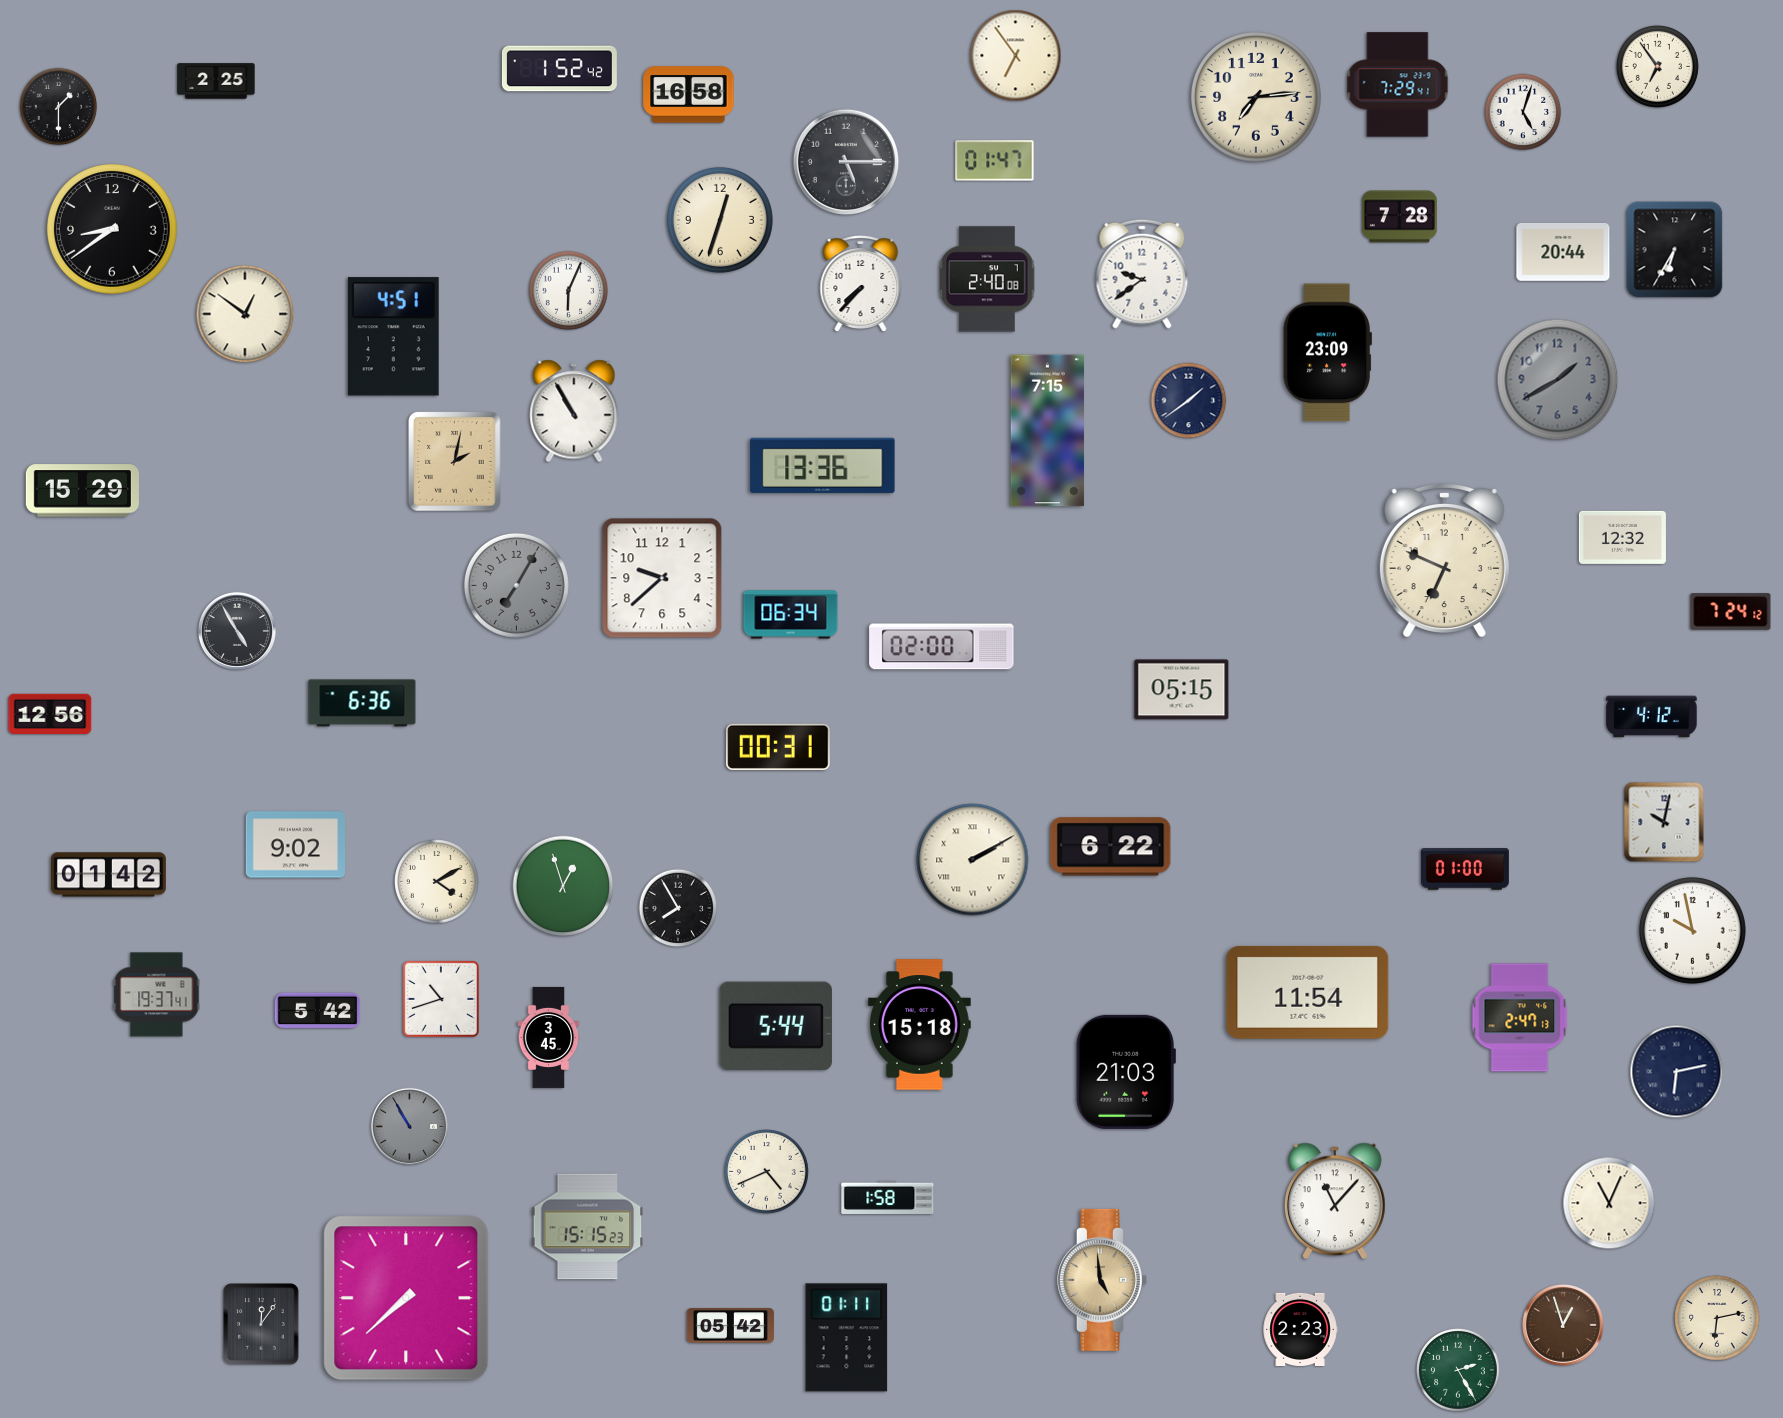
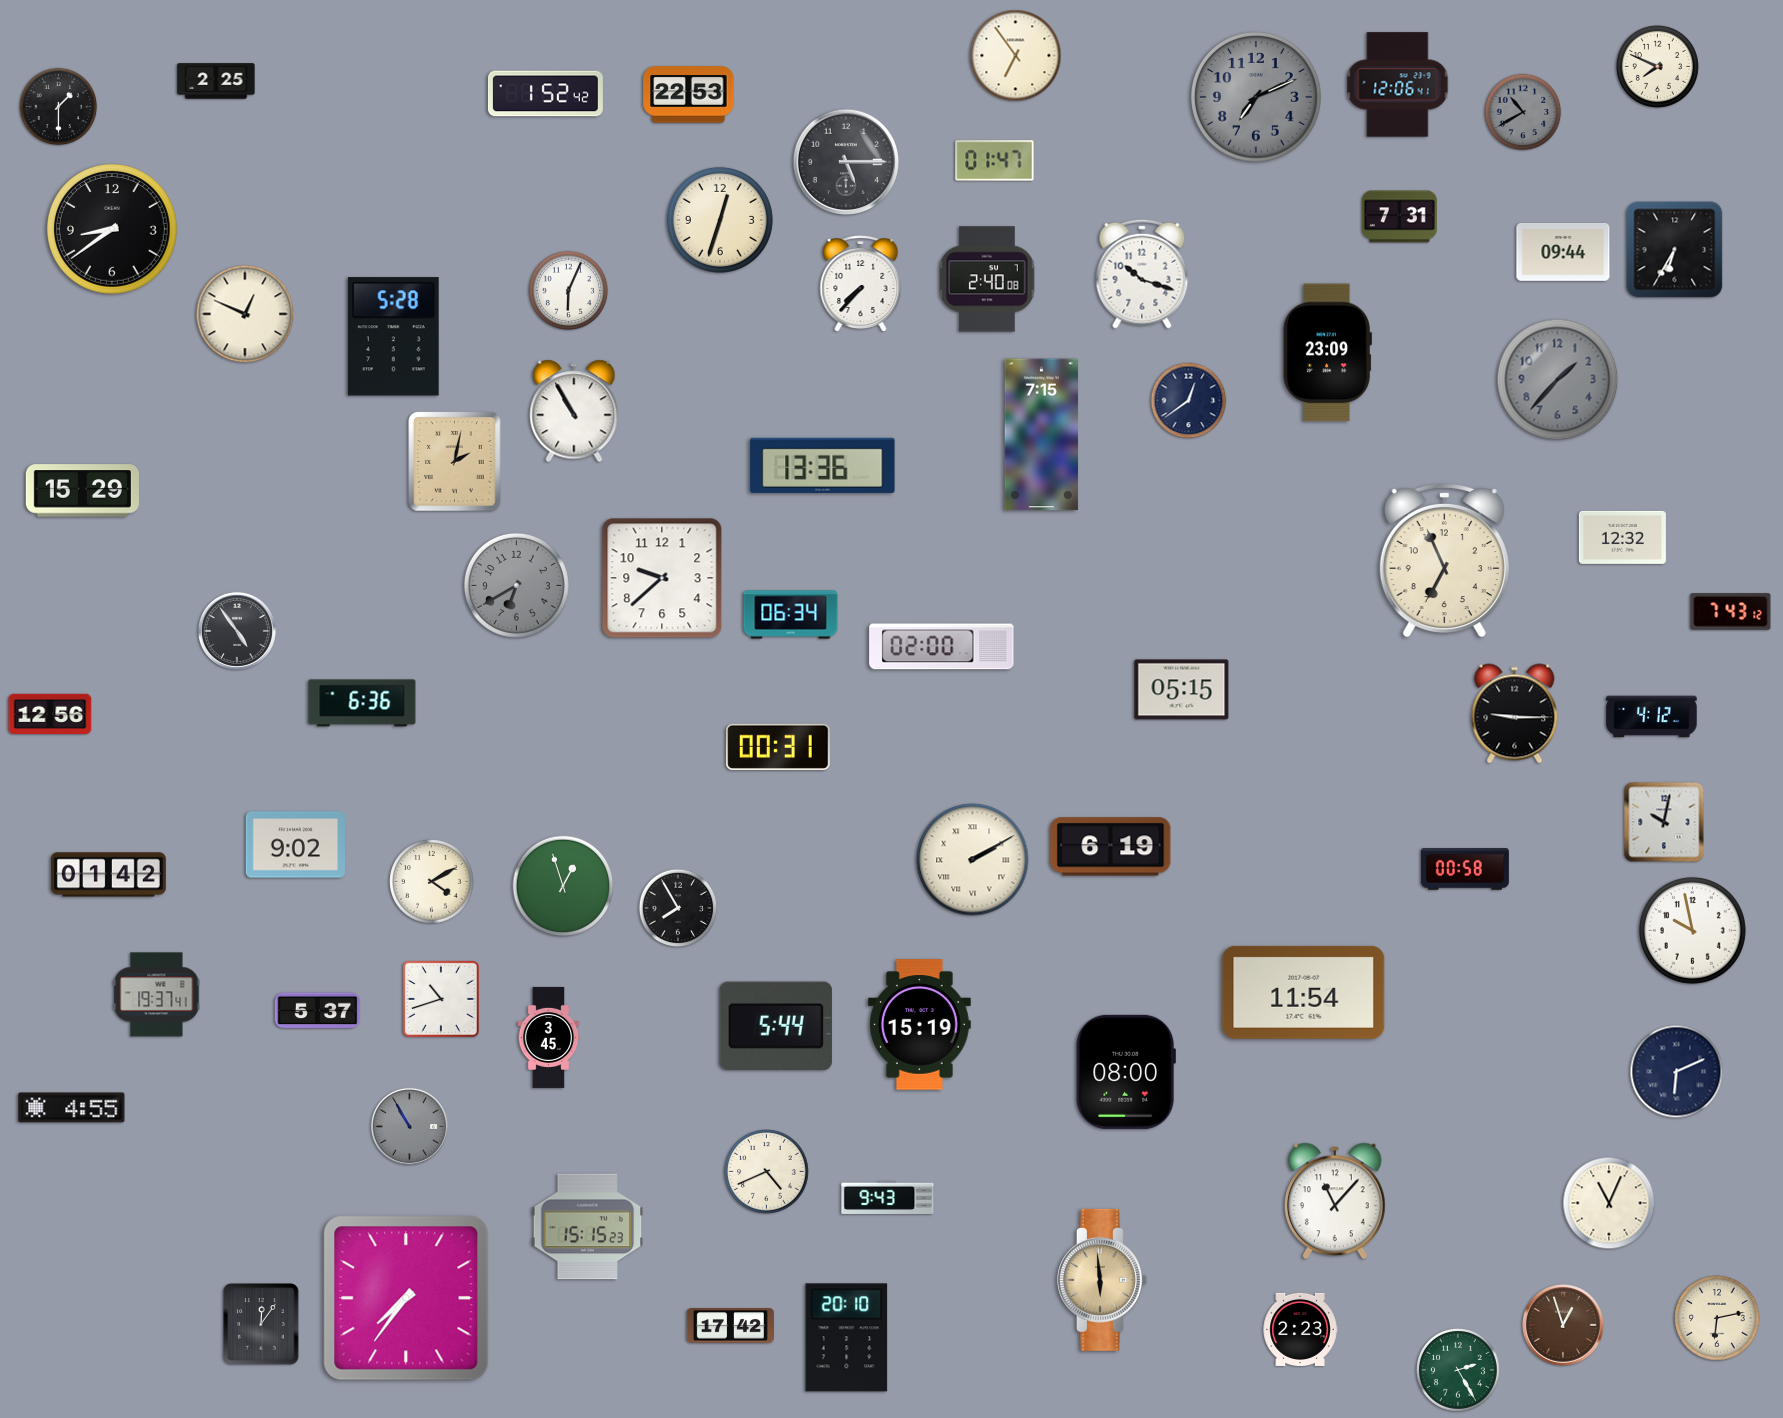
clock at (1657, 66): 6:54 -> 7:49
clock at (559, 69) position: (559, 69) -> (545, 94)
clock at (1398, 85): 7:29 -> 12:06
clock at (689, 95): 16:58 -> 22:53
clock at (1256, 97): 7:14 -> 7:11
clock at (1256, 97) dial: cream -> grey
clock at (1523, 112): 5:03 -> 10:40
clock at (1523, 112) dial: white -> grey
clock at (1399, 217): 7:28 -> 7:31
clock at (1563, 252): 20:44 -> 09:44
clock at (1142, 274): 9:39 -> 10:18
clock at (245, 314): 12:51 -> 12:49
clock at (393, 337): 4:51 -> 5:28
clock at (1558, 380): 1:40 -> 1:37
clock at (1189, 401): 1:39 -> 12:39
clock at (1047, 431) position: (1047, 431) -> (1041, 435)
clock at (1444, 560): 6:49 -> 6:56
clock at (516, 585): 7:05 -> 6:40
clock at (1731, 612): 7:24 -> 7:43
clock at (237, 631): 4:55 -> 4:54
clock at (1515, 714): none -> 9:15
clock at (1111, 847): 6:22 -> 6:19
clock at (1465, 869): 01:00 -> 00:58
clock at (437, 882) position: (437, 882) -> (432, 882)
clock at (1308, 992) position: (1308, 992) -> (1304, 992)
clock at (318, 1011): 5:42 -> 5:37
clock at (1520, 1018): 2:47 -> none
clock at (919, 1025): 15:18 -> 15:19
clock at (1126, 1072): 21:03 -> 08:00
clock at (1677, 1072): 6:13 -> 6:11
clock at (72, 1108): none -> 4:55
clock at (888, 1197): 1:58 -> 9:43
clock at (1102, 1280): 4:59 -> 5:59
clock at (406, 1298): 7:38 -> 7:36
clock at (730, 1326): 05:42 -> 17:42
clock at (847, 1338): 01:11 -> 20:10
